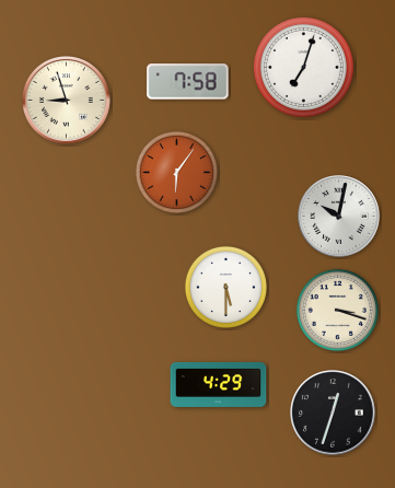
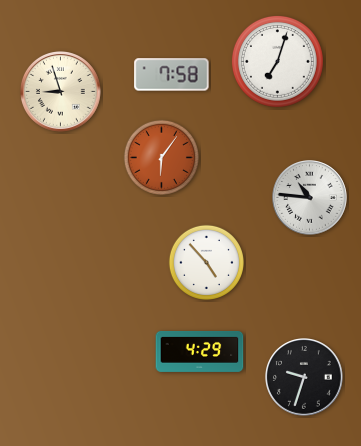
clock at (339, 217): 10:02 -> 10:46
clock at (225, 287): 5:30 -> 4:53
clock at (337, 310): 3:18 -> none
clock at (334, 414): 12:33 -> 9:33
